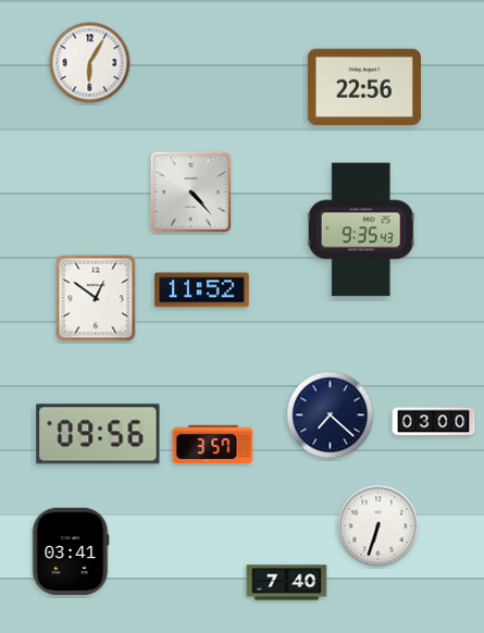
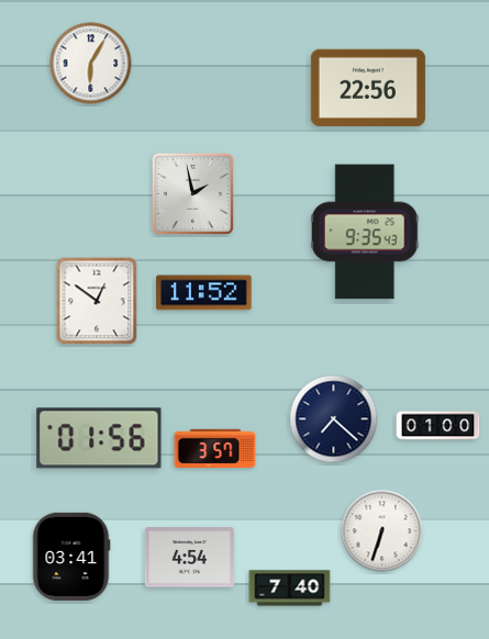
clock at (190, 191): 4:23 -> 1:58
clock at (434, 422): 03:00 -> 01:00
clock at (98, 434): 09:56 -> 01:56
clock at (189, 558): none -> 4:54
